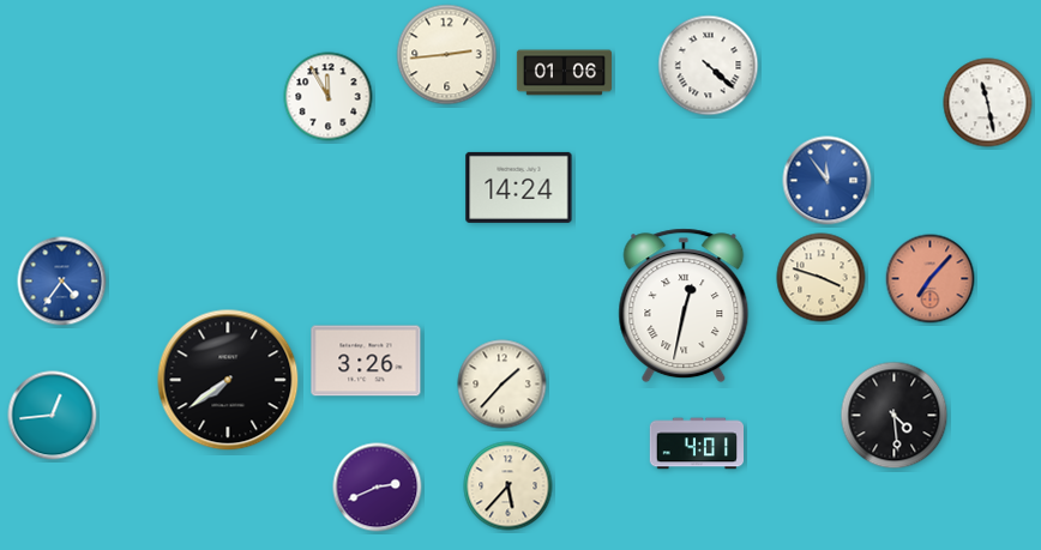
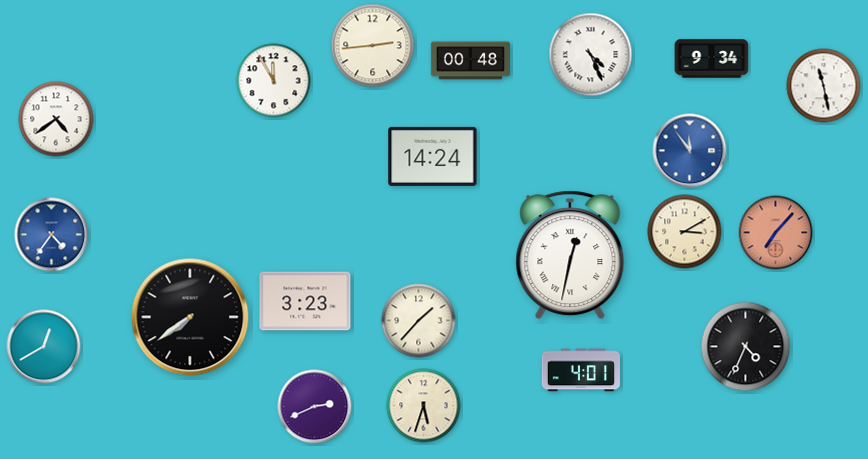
clock at (709, 66): 4:22 -> 4:26
clock at (712, 59): none -> 9:34
clock at (564, 73): 01:06 -> 00:48
clock at (56, 119): none -> 4:39
clock at (822, 278): 3:48 -> 3:10
clock at (366, 361): 3:26 -> 3:23
clock at (53, 416): 12:44 -> 12:40
clock at (895, 416): 4:29 -> 4:34
clock at (509, 486): 5:37 -> 5:33
